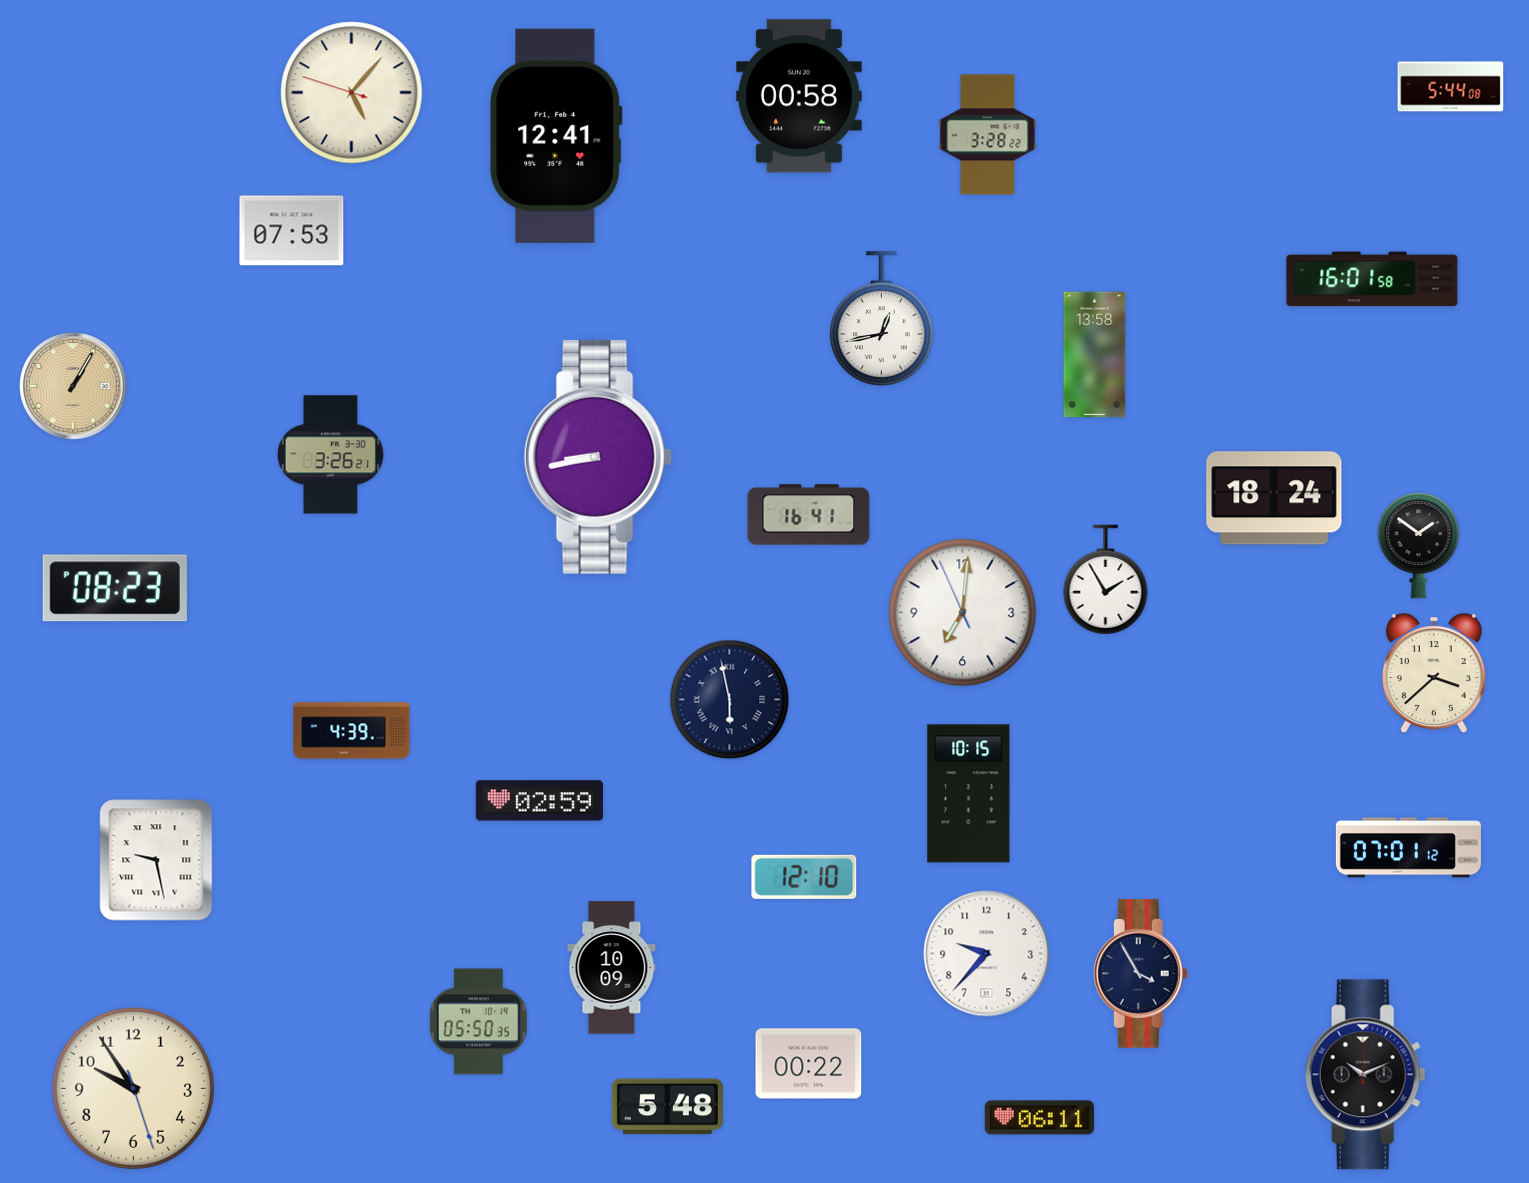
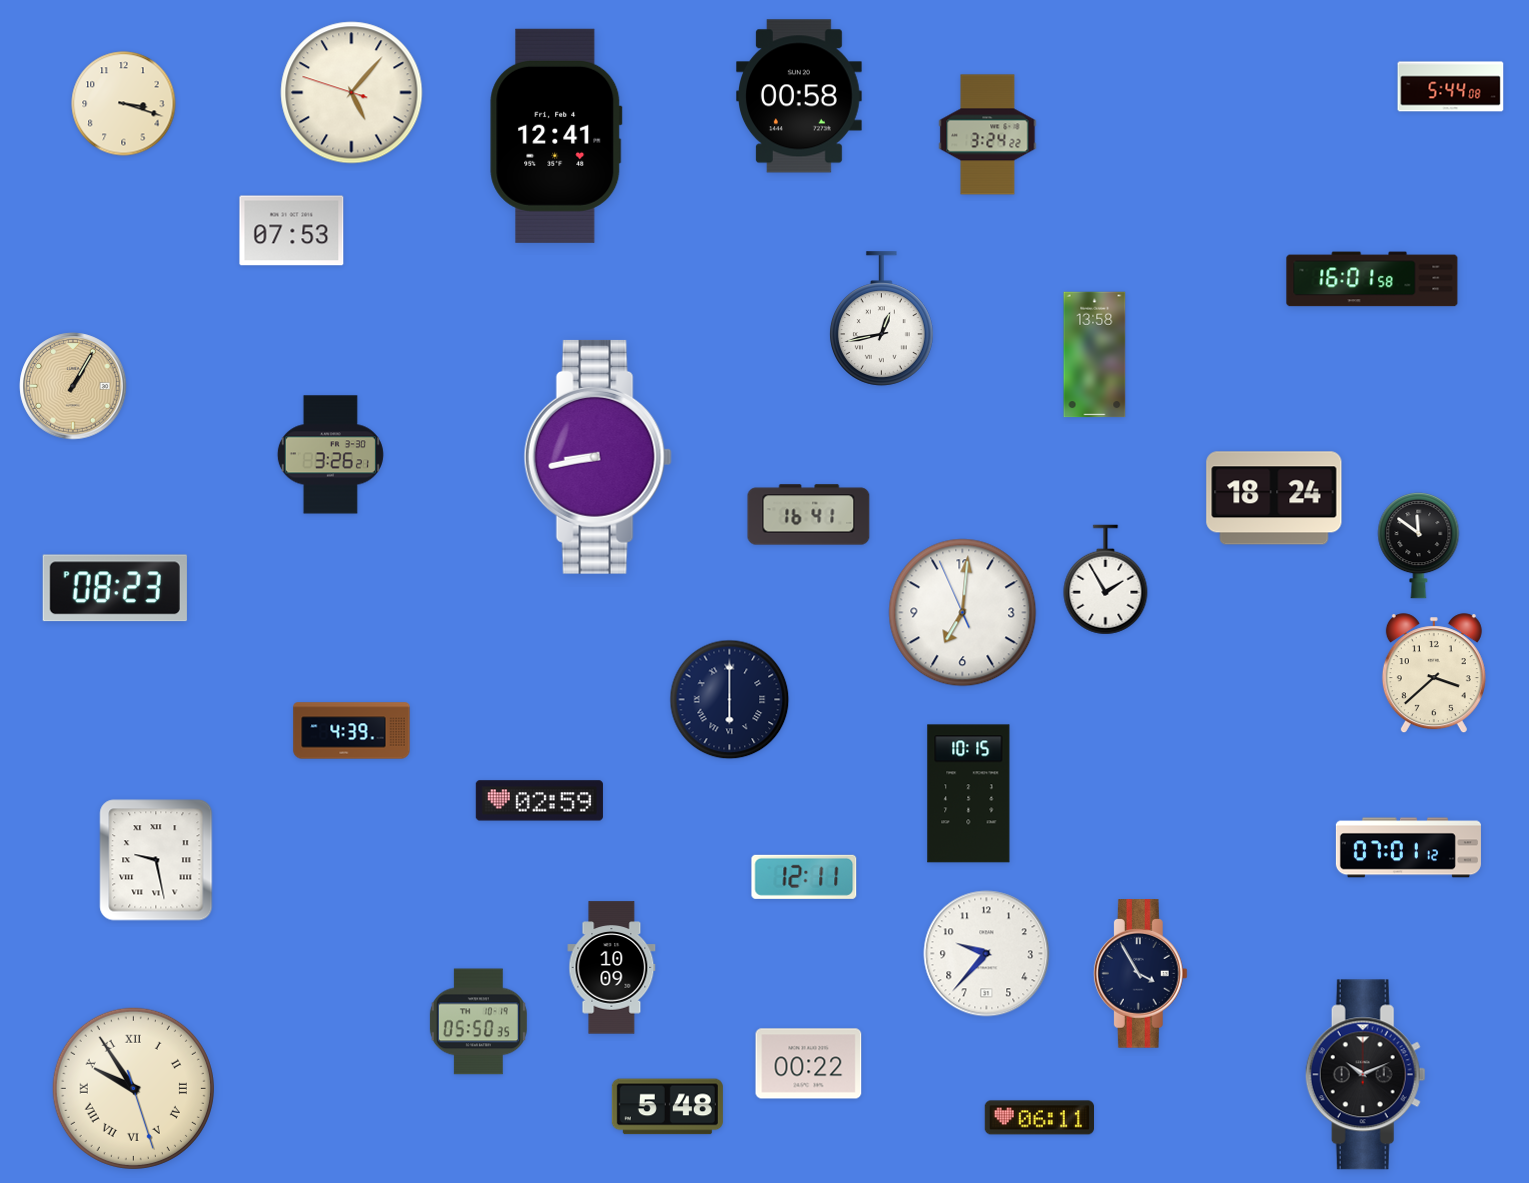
clock at (124, 104): none -> 3:18
clock at (988, 135): 3:28 -> 3:24
clock at (1419, 545): 1:51 -> 11:51
clock at (730, 700): 5:58 -> 6:00
clock at (804, 877): 12:10 -> 12:11
clock at (133, 1088) numerals: Arabic -> Roman
